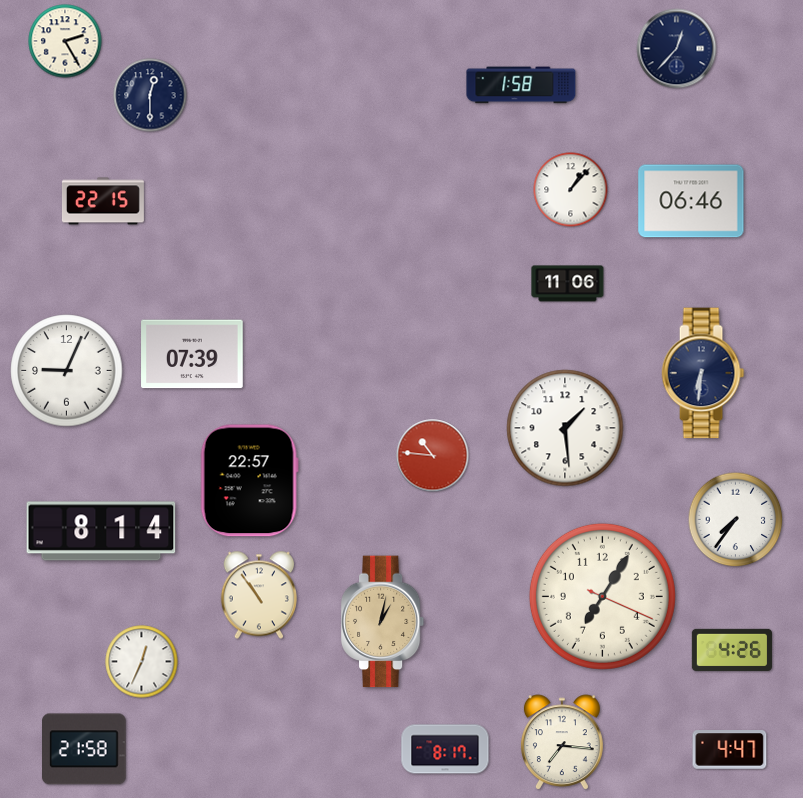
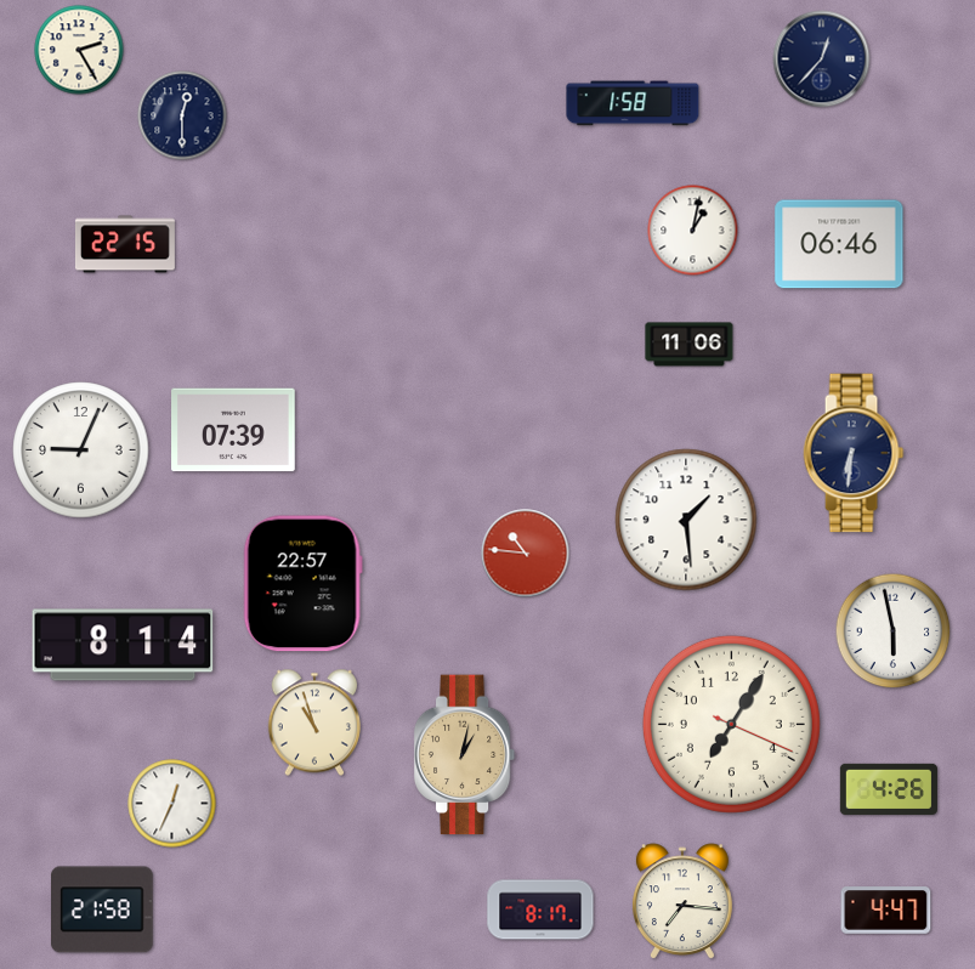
clock at (571, 190): 1:07 -> 1:02
clock at (736, 520): 7:36 -> 5:58
clock at (258, 595): 10:54 -> 10:57
